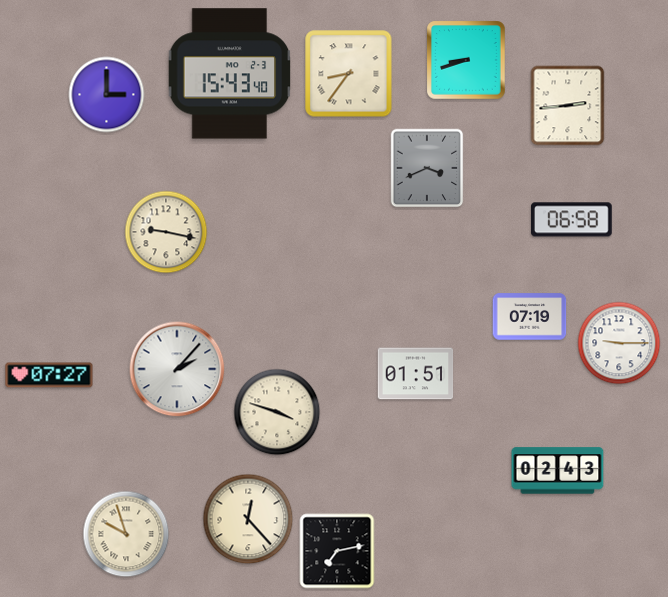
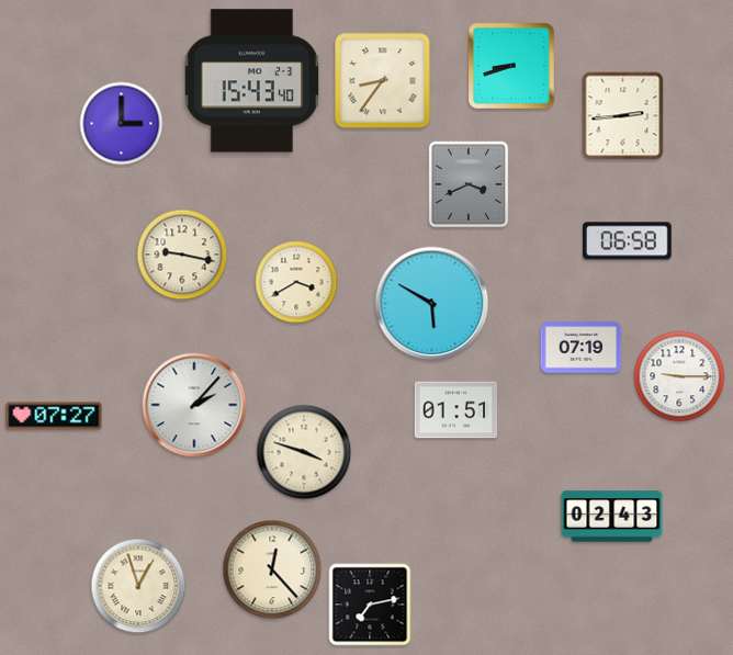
clock at (107, 95) position: (107, 95) -> (122, 124)
clock at (296, 282): none -> 3:40
clock at (432, 304): none -> 5:50
clock at (49, 375) position: (49, 375) -> (54, 416)
clock at (126, 534): 9:57 -> 12:57
